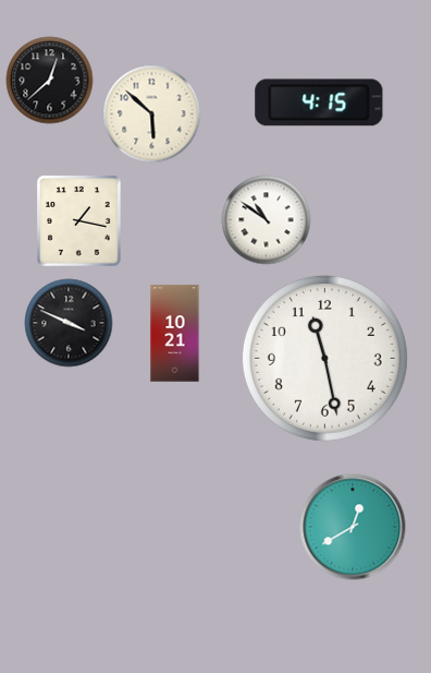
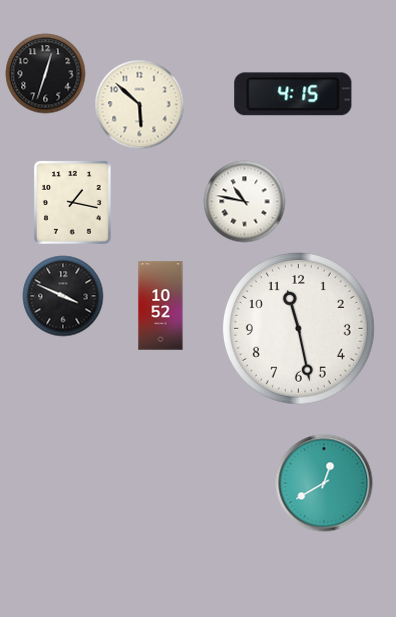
clock at (50, 81): 12:38 -> 12:33
clock at (267, 220): 10:51 -> 10:47
clock at (175, 334): 10:21 -> 10:52
